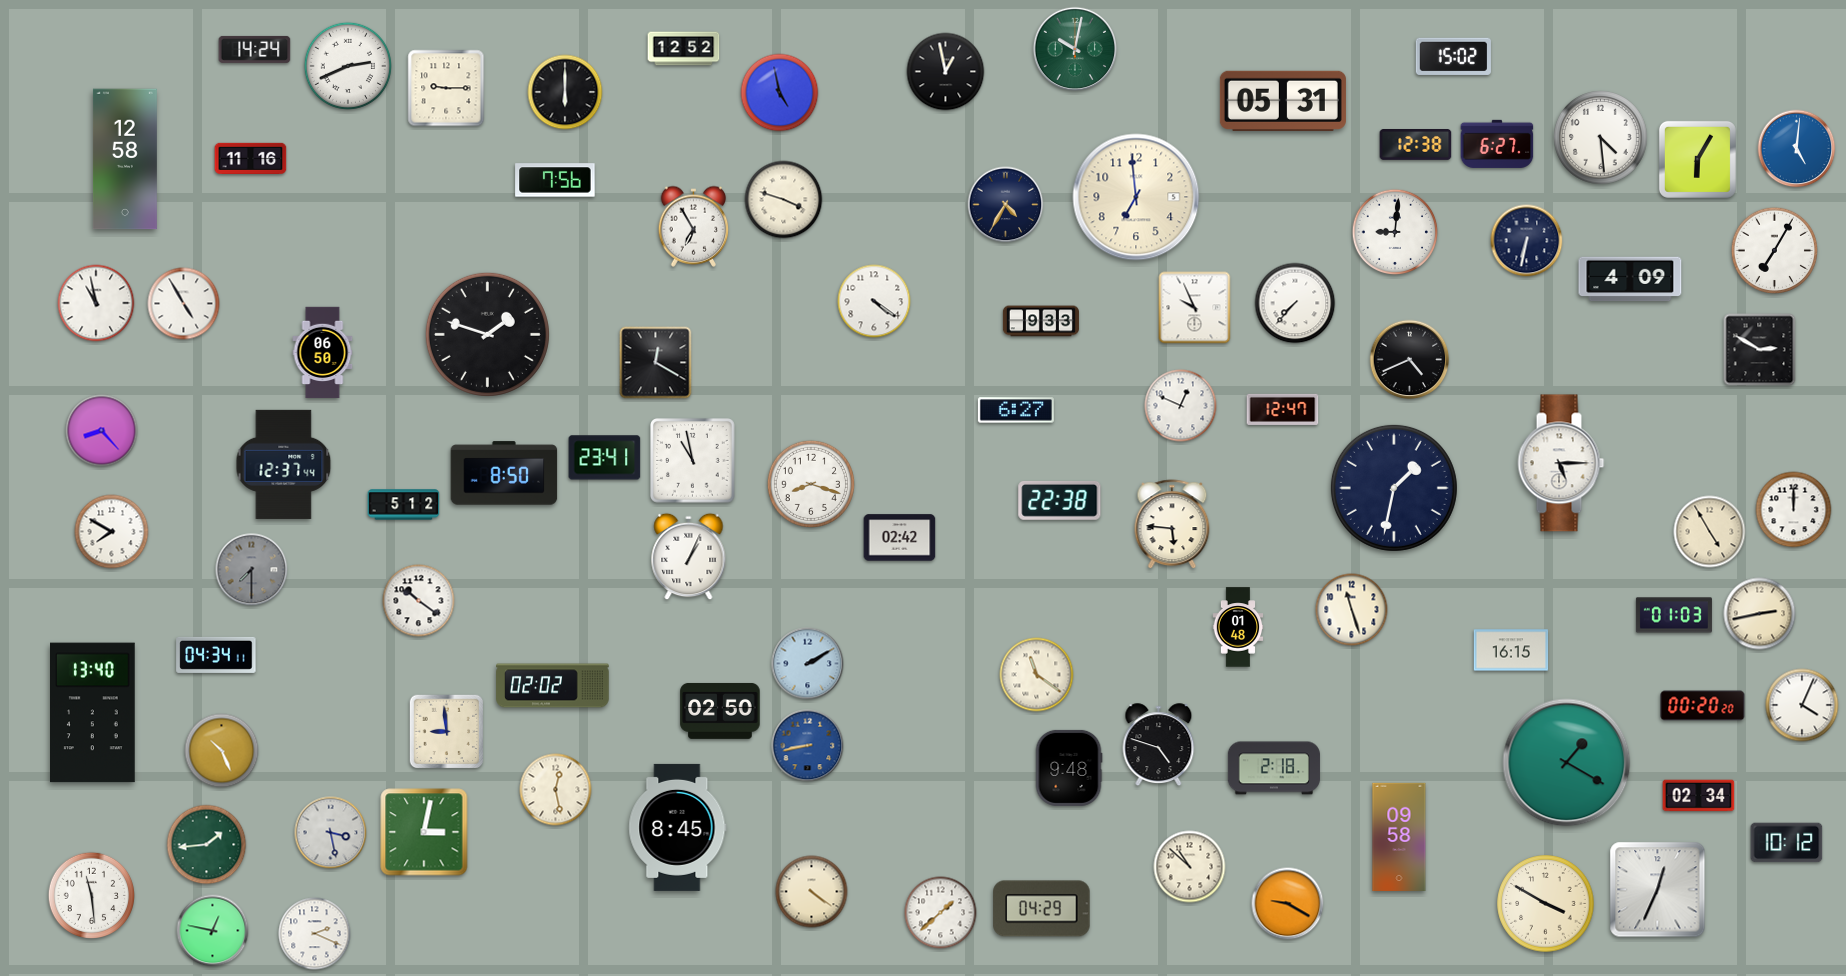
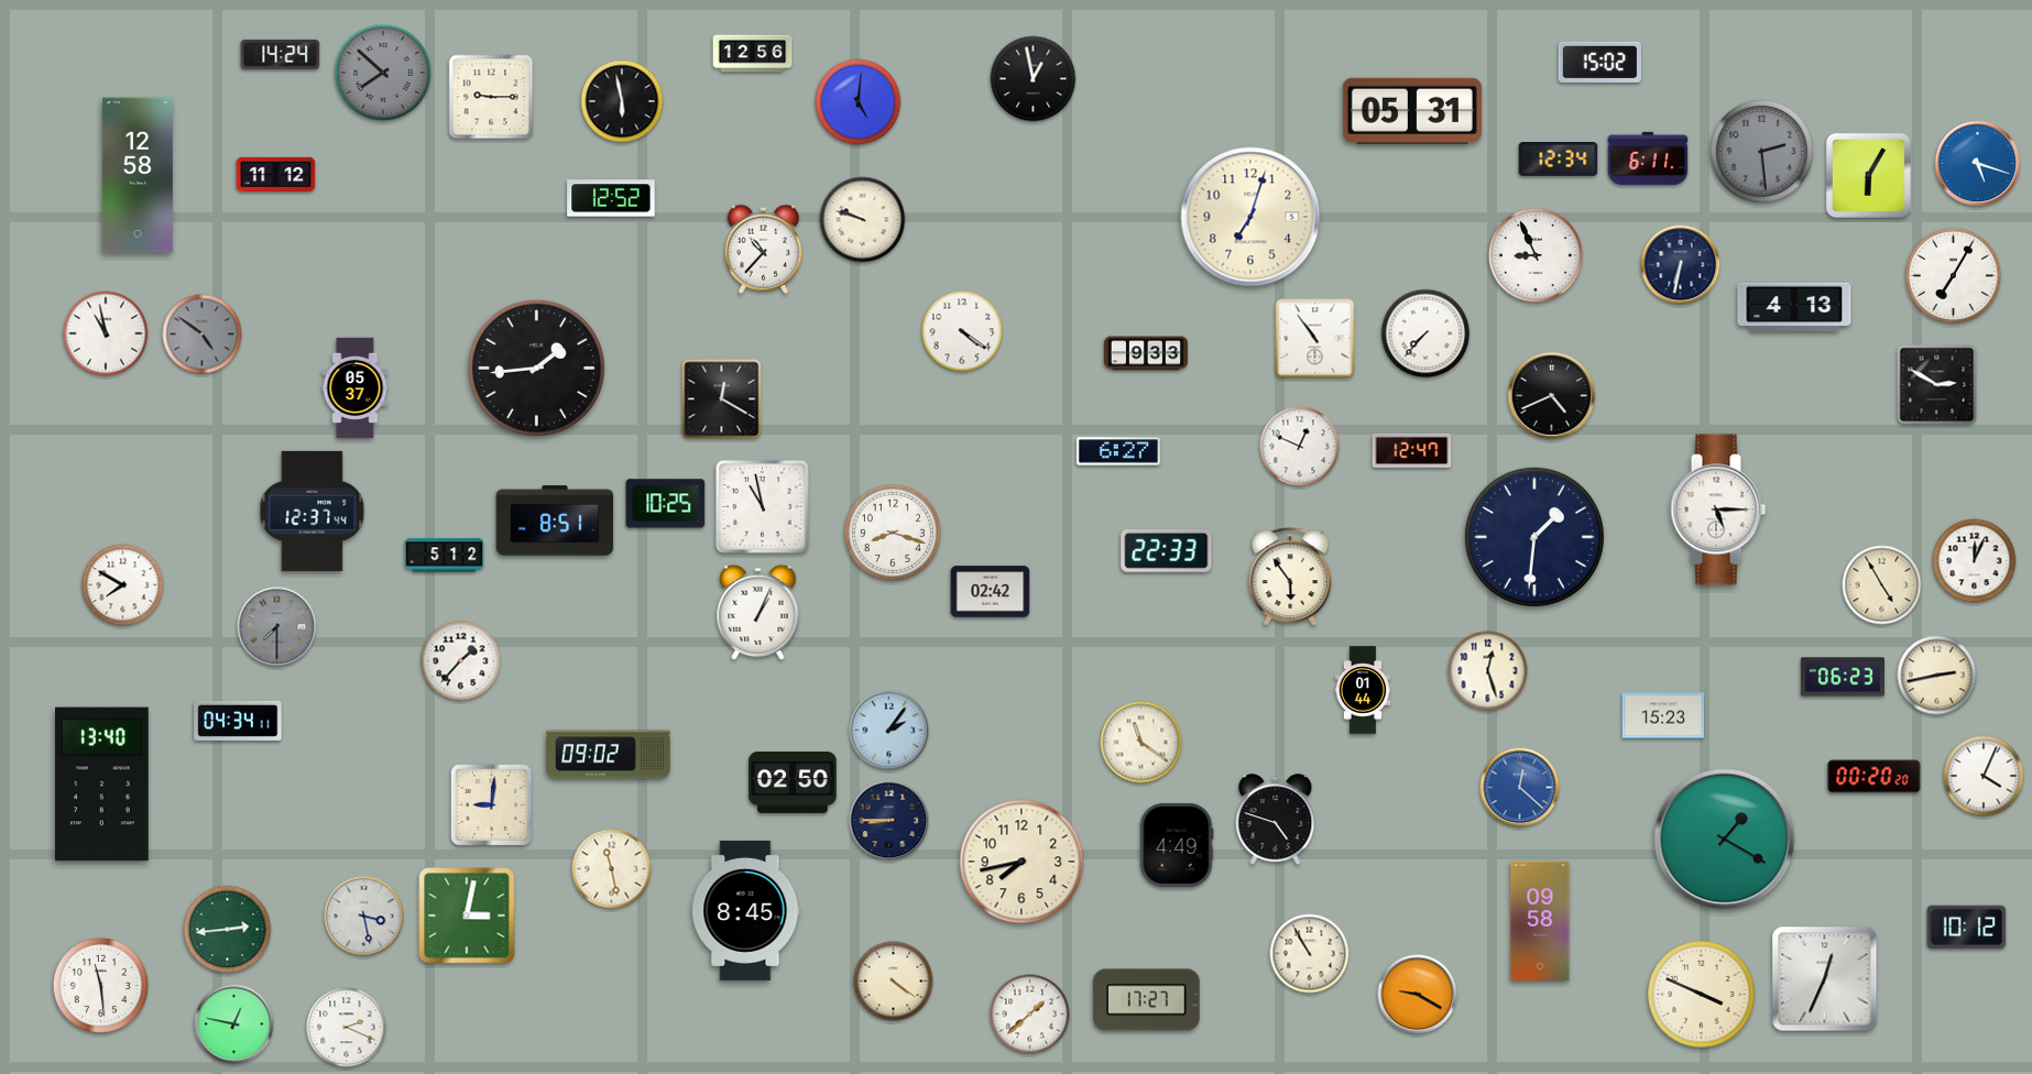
clock at (684, 49): 12:52 -> 12:56
clock at (1075, 49): 10:02 -> none
clock at (348, 66): 2:41 -> 7:52
clock at (348, 66) dial: white -> grey
clock at (946, 72) position: (946, 72) -> (1034, 79)
clock at (565, 92): 6:00 -> 5:58
clock at (780, 93): 4:58 -> 5:01
clock at (1601, 138): 4:29 -> 2:29
clock at (1601, 138) dial: white -> grey
clock at (1497, 144): 6:27 -> 6:11
clock at (1416, 145): 12:38 -> 12:34
clock at (1797, 149): 5:01 -> 5:18
clock at (251, 158): 11:16 -> 11:12
clock at (555, 180): 7:56 -> 12:52
clock at (1136, 197): 6:59 -> 7:03
clock at (784, 200): 3:48 -> 9:48
clock at (1006, 205): 4:35 -> none
clock at (694, 226): 6:55 -> 10:37
clock at (1395, 232): 9:01 -> 8:56
clock at (1630, 279): 4:09 -> 4:13
clock at (184, 304): 4:55 -> 4:51
clock at (184, 304) dial: white -> grey
clock at (1195, 308): 9:56 -> 10:54
clock at (487, 334): 1:48 -> 1:44
clock at (323, 353): 06:50 -> 05:37
clock at (102, 431): 8:23 -> none
clock at (605, 458): 23:41 -> 10:25
clock at (504, 473): 8:50 -> 8:51
clock at (1394, 488): 1:32 -> 1:31
clock at (1060, 500): 22:38 -> 22:33
clock at (1794, 510): 12:00 -> 12:04
clock at (1172, 525): 5:46 -> 5:54
clock at (419, 601): 10:21 -> 1:37
clock at (1352, 610): 11:27 -> 12:27
clock at (1674, 615): 01:03 -> 06:23
clock at (1238, 627): 01:48 -> 01:44
clock at (1511, 650): 16:15 -> 15:23
clock at (808, 664): 2:10 -> 2:06
clock at (553, 686): 02:02 -> 09:02
clock at (1520, 788): none -> 12:22
clock at (447, 732): 8:59 -> 9:01
clock at (808, 746): 8:43 -> 8:45
clock at (808, 746) dial: blue -> navy
clock at (222, 751): 10:26 -> none
clock at (1069, 768): 9:48 -> 4:49
clock at (1274, 768): 2:18 -> none
clock at (1022, 862): none -> 7:43
clock at (556, 790): 12:28 -> 11:28
clock at (1699, 796): 02:34 -> none
clock at (207, 845): 1:44 -> 2:44
clock at (1190, 867): 10:52 -> 10:55
clock at (1546, 904): 3:50 -> 3:49
clock at (1042, 909): 04:29 -> 17:27
clock at (941, 913) position: (941, 913) -> (1030, 1015)
